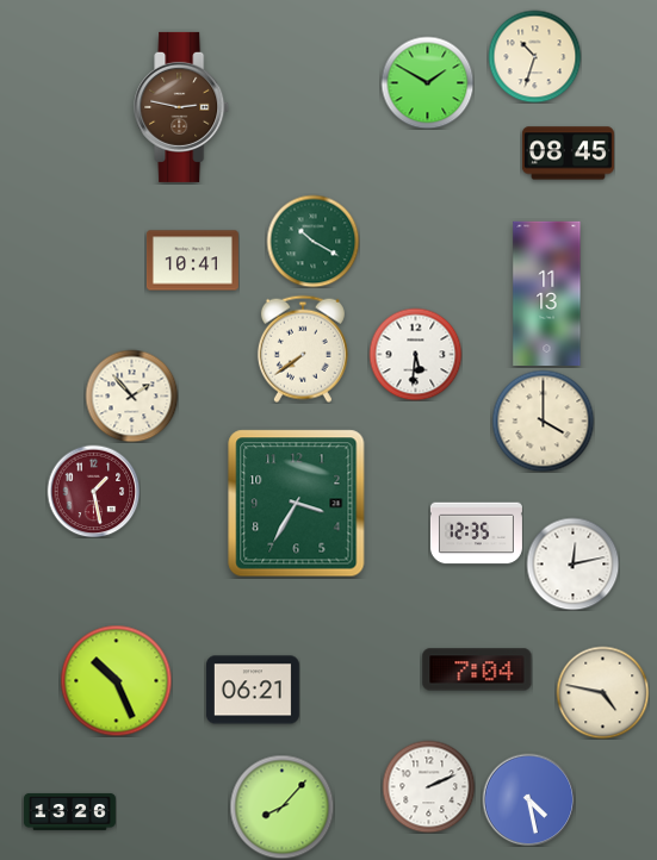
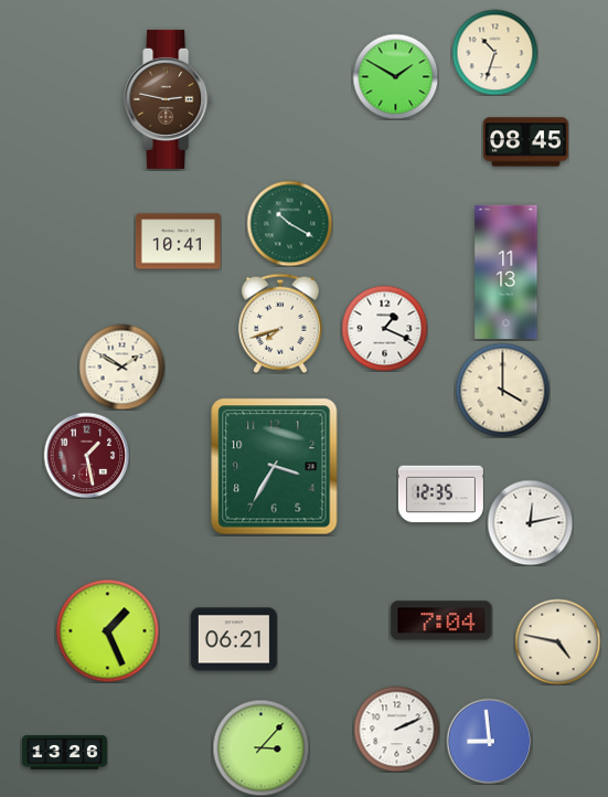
clock at (303, 349): 7:39 -> 7:42
clock at (415, 354): 5:31 -> 1:19
clock at (131, 395): 1:53 -> 1:50
clock at (116, 680): 10:26 -> 1:26
clock at (528, 799): 4:28 -> 8:59
clock at (281, 806): 8:07 -> 3:07
